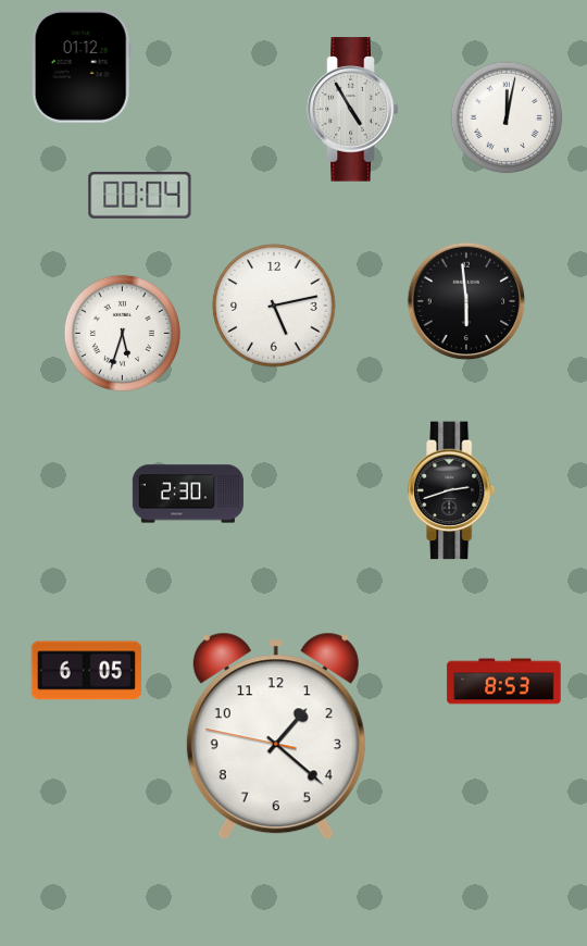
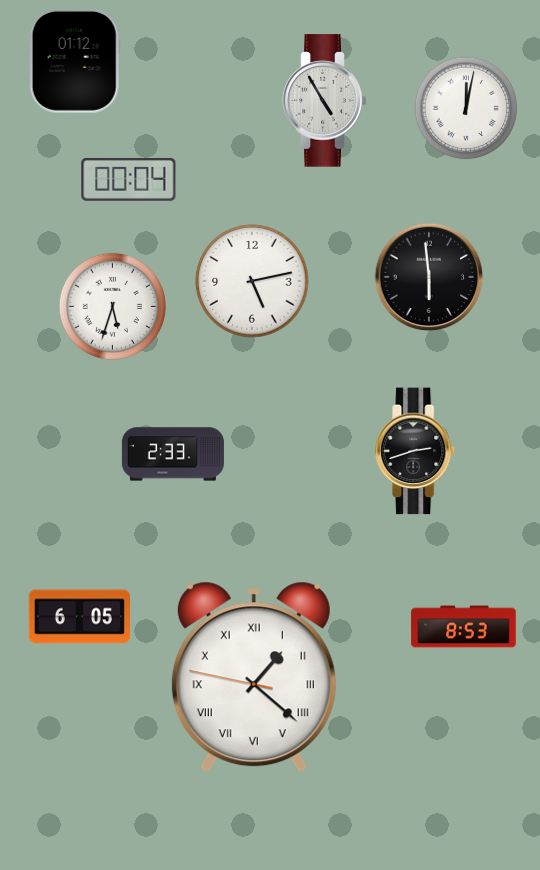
clock at (188, 494): 2:30 -> 2:33
clock at (276, 736) numerals: Arabic -> Roman
